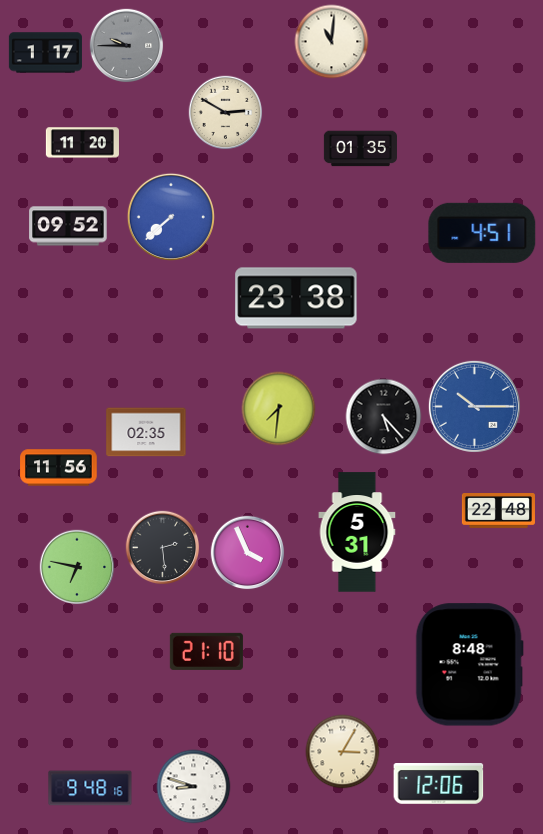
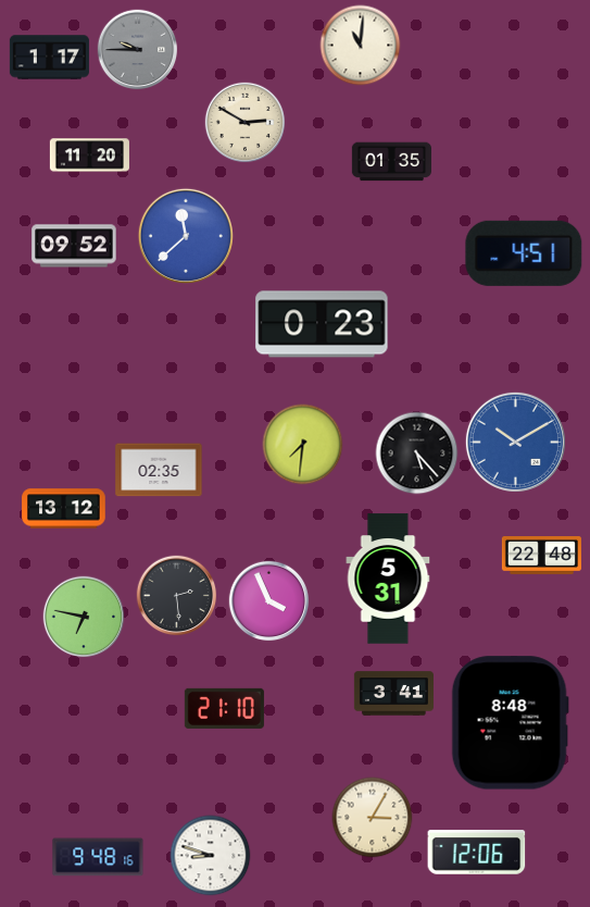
clock at (171, 217): 7:38 -> 11:38
clock at (296, 298): 23:38 -> 0:23
clock at (474, 406): 10:15 -> 10:10
clock at (59, 468): 11:56 -> 13:12
clock at (393, 694): none -> 3:41
